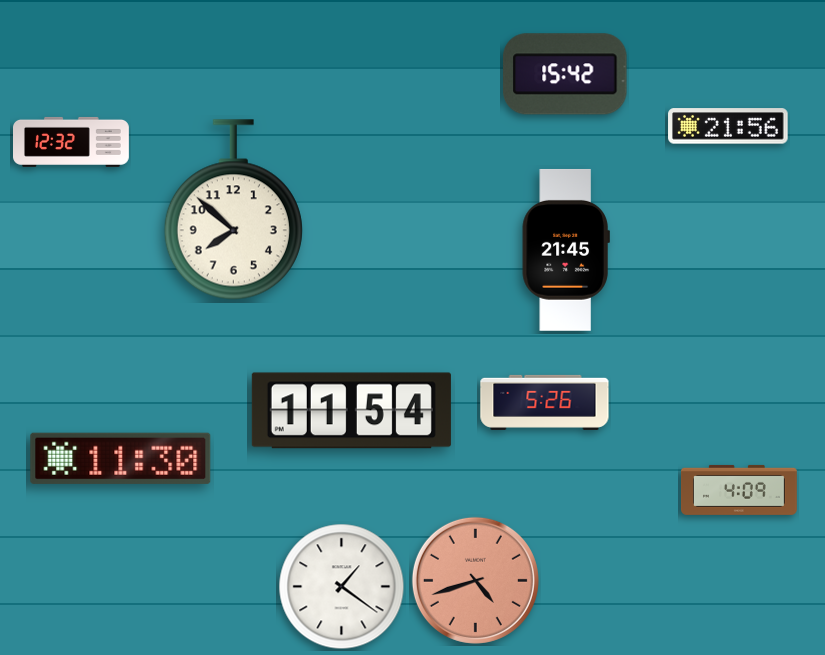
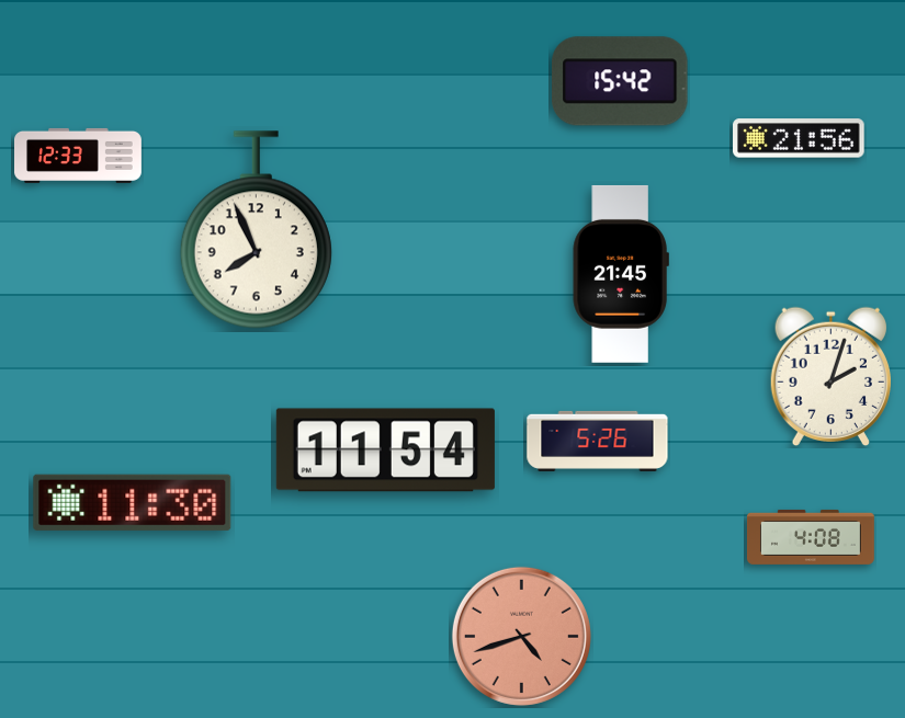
clock at (72, 142): 12:32 -> 12:33
clock at (233, 210): 7:52 -> 7:56
clock at (830, 377): none -> 2:03
clock at (740, 490): 4:09 -> 4:08
clock at (342, 587): 1:21 -> none
